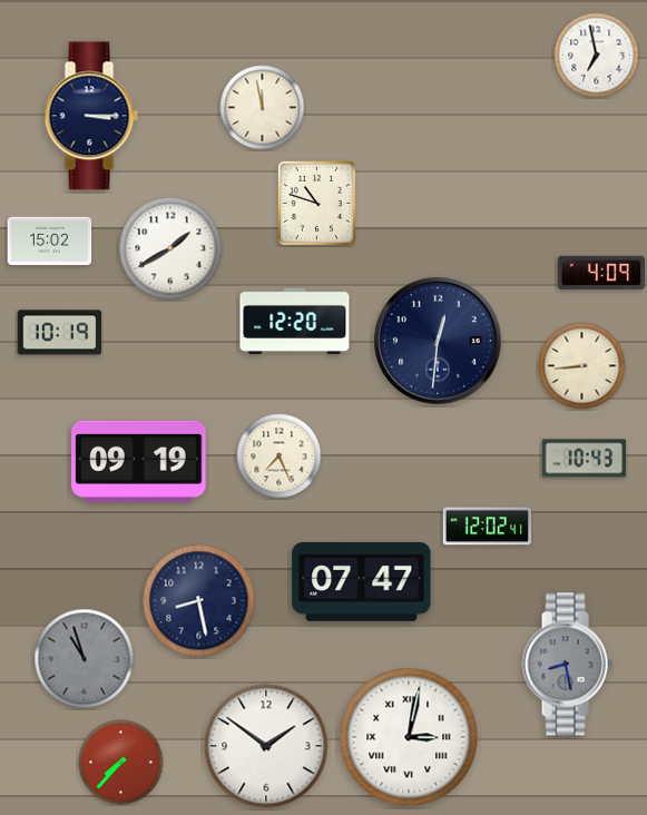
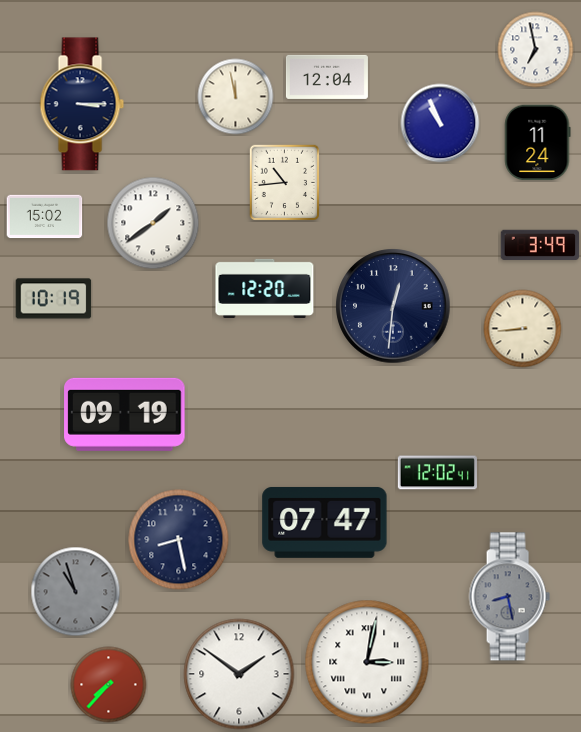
clock at (327, 77): none -> 12:04
clock at (440, 123): none -> 10:56
clock at (538, 143): none -> 11:24
clock at (316, 203): 10:48 -> 10:44
clock at (170, 248): 1:40 -> 1:39
clock at (601, 272): 4:09 -> 3:49
clock at (280, 456): 7:26 -> none
clock at (585, 459): 10:43 -> none
clock at (266, 746) position: (266, 746) -> (239, 674)
